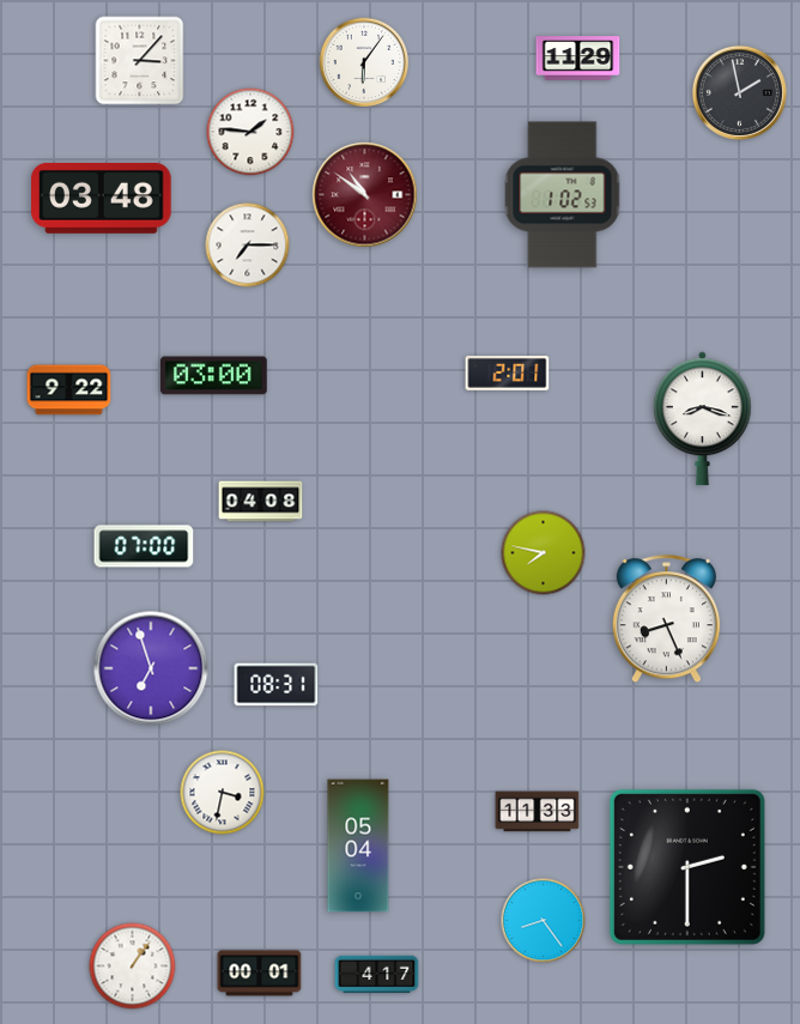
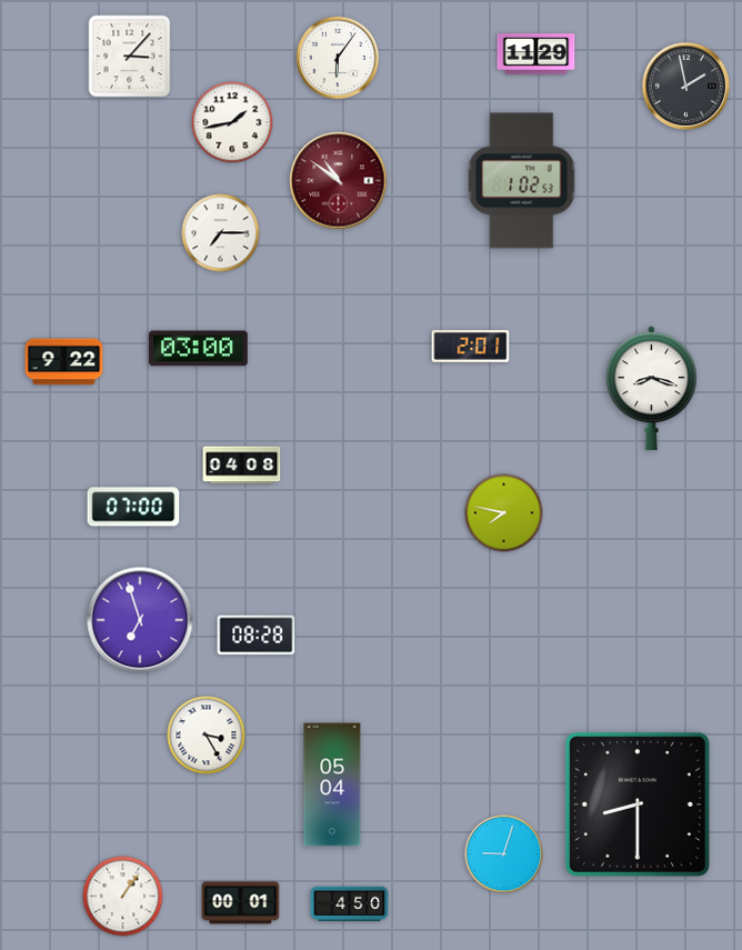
clock at (250, 132): 1:46 -> 1:43
clock at (102, 198): 03:48 -> none
clock at (248, 246) position: (248, 246) -> (221, 233)
clock at (666, 619): 8:26 -> none
clock at (277, 685): 08:31 -> 08:28
clock at (223, 793): 3:32 -> 3:25
clock at (538, 812): 11:33 -> none
clock at (687, 867): 2:30 -> 8:30
clock at (544, 921): 8:24 -> 9:03
clock at (377, 975): 4:17 -> 4:50
